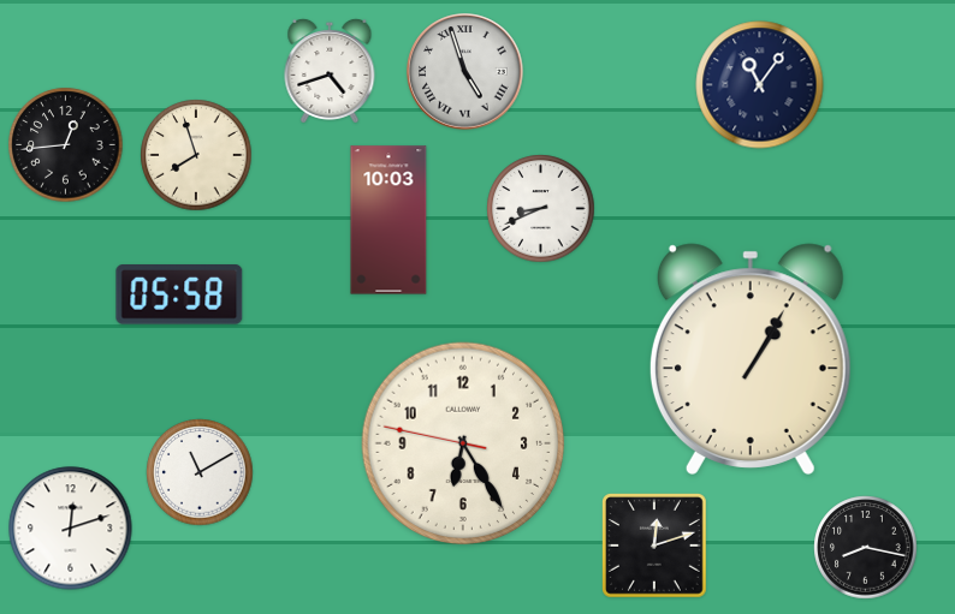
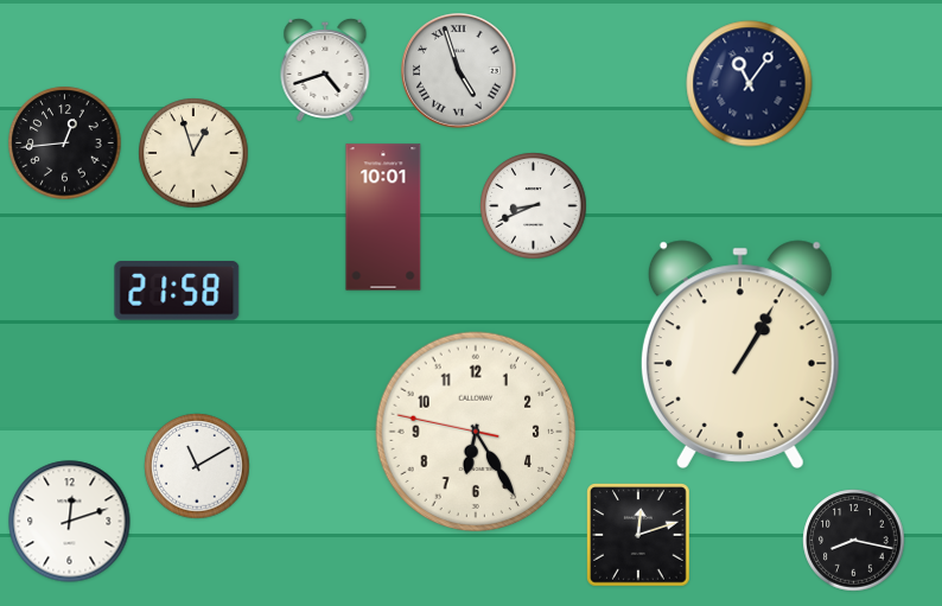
clock at (196, 155): 7:57 -> 12:57
clock at (388, 220): 10:03 -> 10:01
clock at (179, 296): 05:58 -> 21:58
clock at (463, 443) position: (463, 443) -> (476, 432)
clock at (656, 547) position: (656, 547) -> (639, 536)
